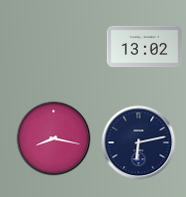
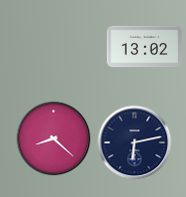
clock at (54, 139): 8:17 -> 8:22
clock at (139, 143) position: (139, 143) -> (135, 143)
